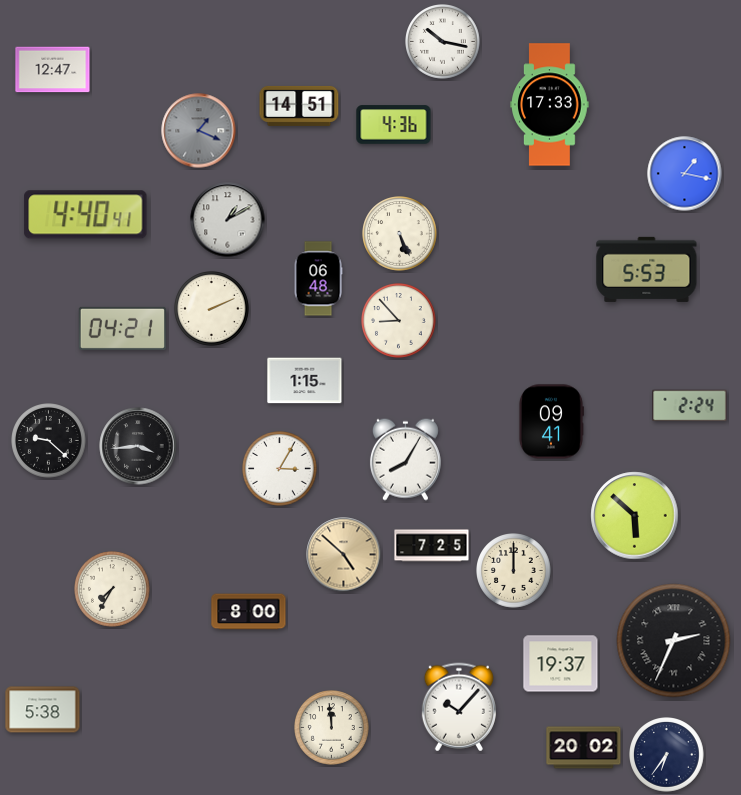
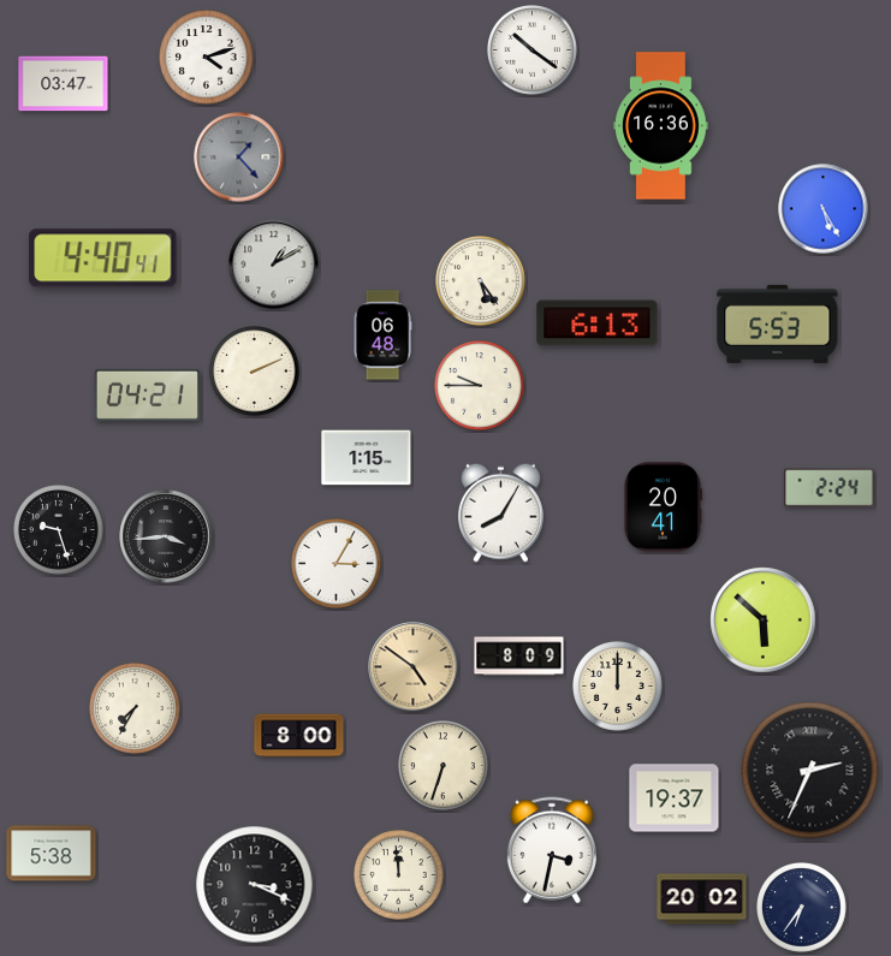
clock at (443, 42): 10:17 -> 10:21
clock at (207, 58): none -> 4:12
clock at (53, 70): 12:47 -> 03:47
clock at (550, 105): 17:33 -> 16:36
clock at (299, 106): 14:51 -> none
clock at (394, 125): 4:36 -> none
clock at (199, 131): 1:19 -> 1:23
clock at (685, 174): 1:17 -> 5:25
clock at (400, 234): 5:26 -> 5:24
clock at (598, 323): none -> 6:13
clock at (399, 321): 8:53 -> 9:45
clock at (551, 422): 09:41 -> 20:41
clock at (49, 441): 9:22 -> 9:27
clock at (405, 459) position: (405, 459) -> (500, 512)
clock at (432, 546): 7:25 -> 8:09
clock at (344, 555): 4:52 -> 4:51
clock at (444, 766): none -> 6:33
clock at (459, 707): 10:07 -> 3:32
clock at (255, 885): none -> 3:19
